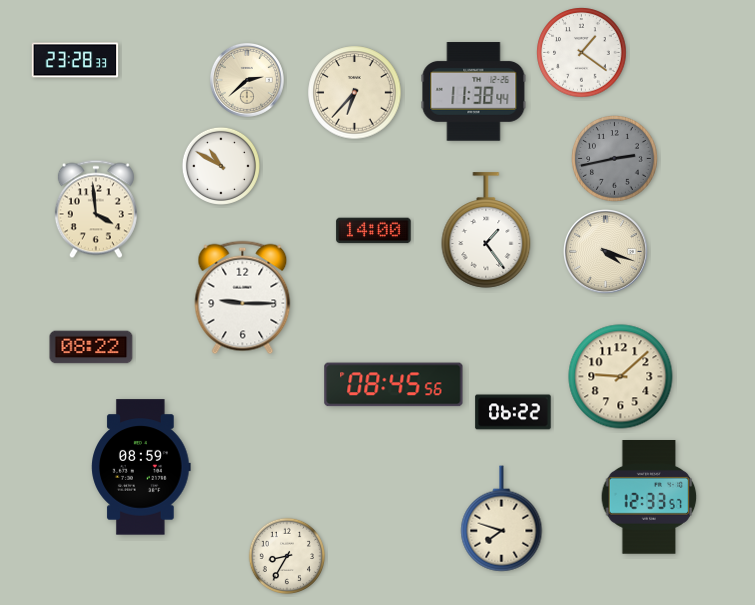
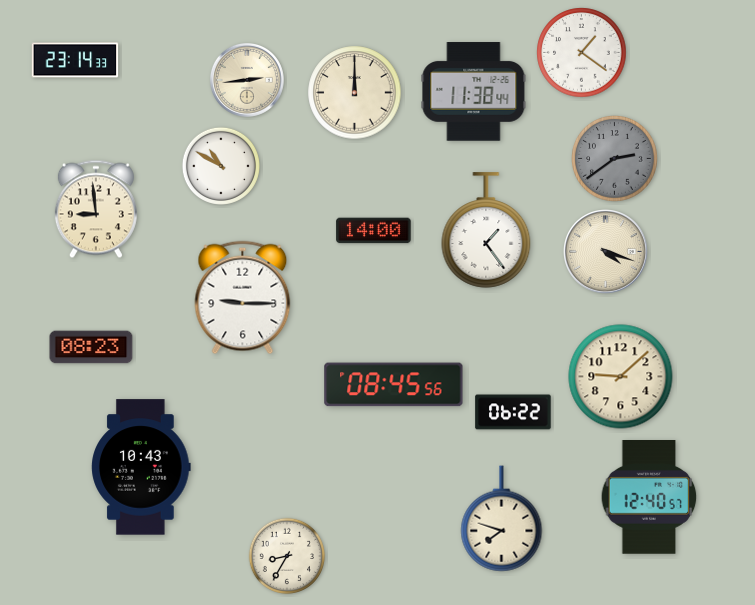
clock at (75, 60): 23:28 -> 23:14
clock at (247, 80): 2:38 -> 2:44
clock at (355, 93): 6:37 -> 12:00
clock at (615, 159): 2:43 -> 2:39
clock at (96, 209): 3:59 -> 8:59
clock at (91, 347): 08:22 -> 08:23
clock at (141, 467): 08:59 -> 10:43
clock at (649, 497): 12:33 -> 12:40
